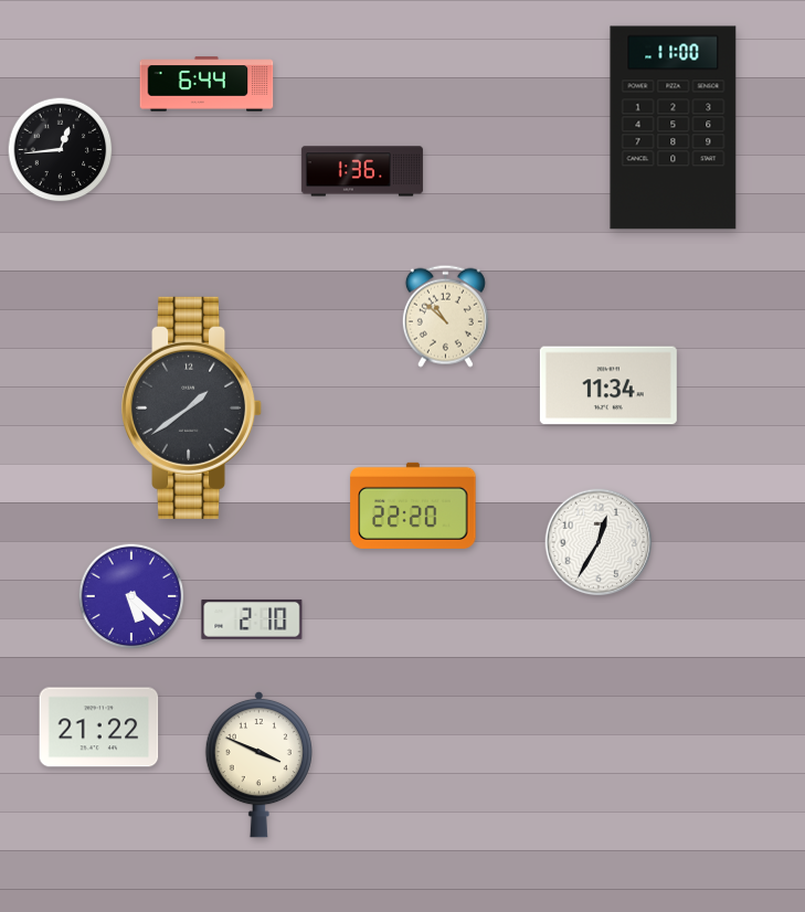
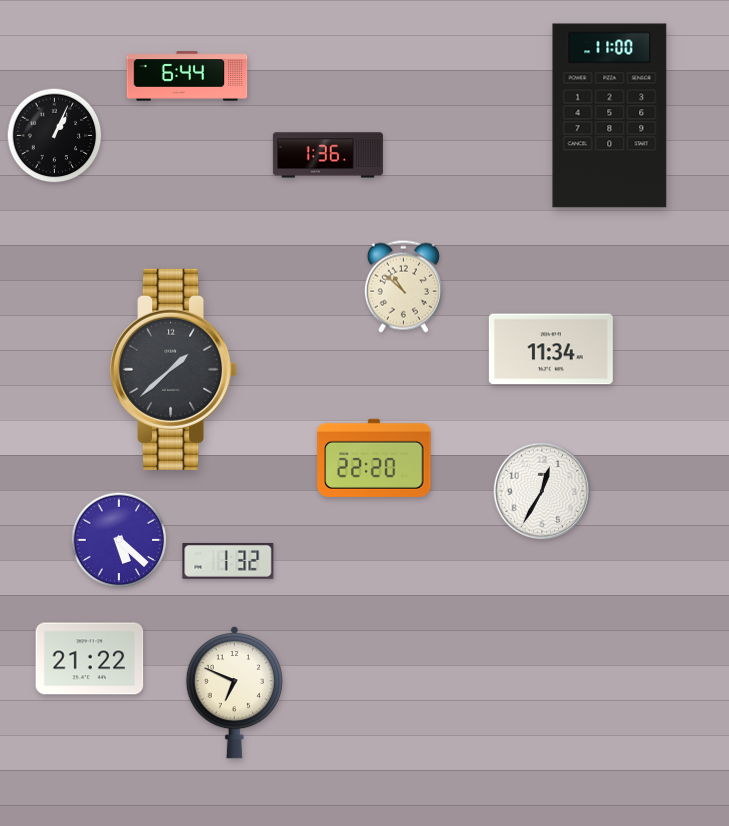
clock at (61, 150): 12:44 -> 1:04
clock at (192, 407): 1:39 -> 1:38
clock at (252, 619): 2:10 -> 1:32
clock at (258, 764): 3:49 -> 6:49
